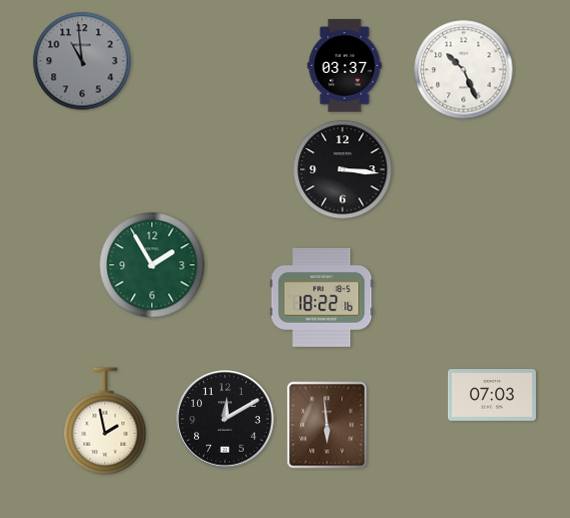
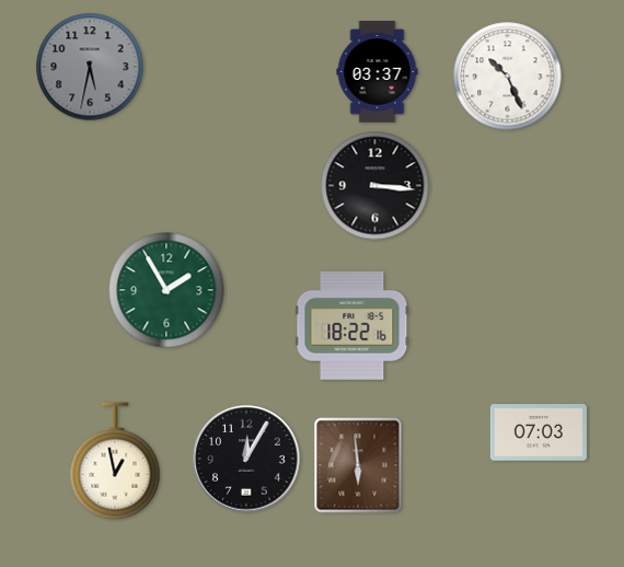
clock at (82, 61): 10:59 -> 5:32
clock at (225, 419): 12:10 -> 12:05
clock at (105, 421): 1:58 -> 12:58
